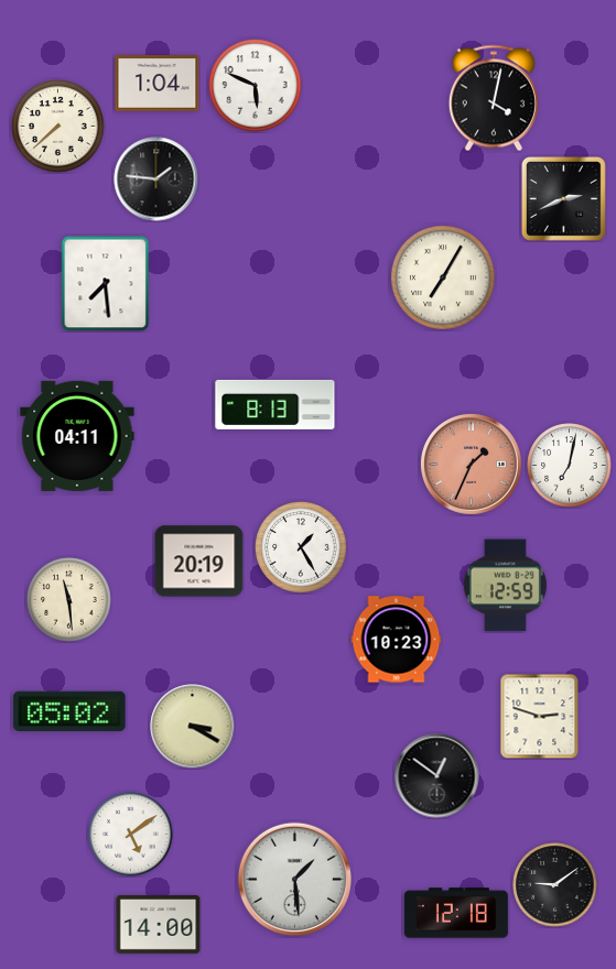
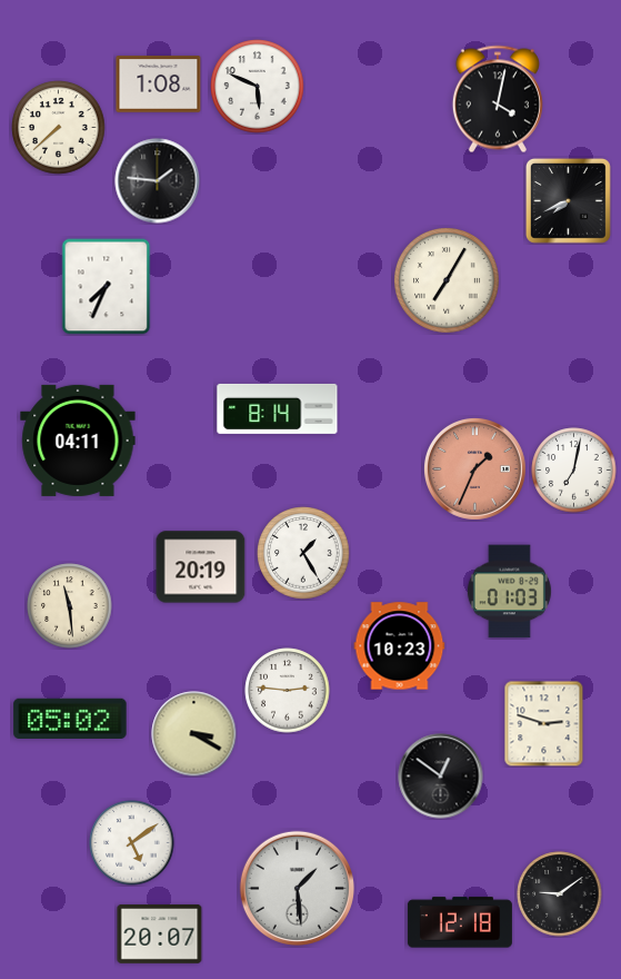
clock at (158, 84): 1:04 -> 1:08
clock at (563, 198): 2:41 -> 7:41
clock at (106, 284): 7:29 -> 7:34
clock at (275, 404): 8:13 -> 8:14
clock at (505, 586): 12:59 -> 01:03
clock at (288, 691): none -> 2:46
clock at (437, 776) position: (437, 776) -> (441, 777)
clock at (159, 924): 14:00 -> 20:07
